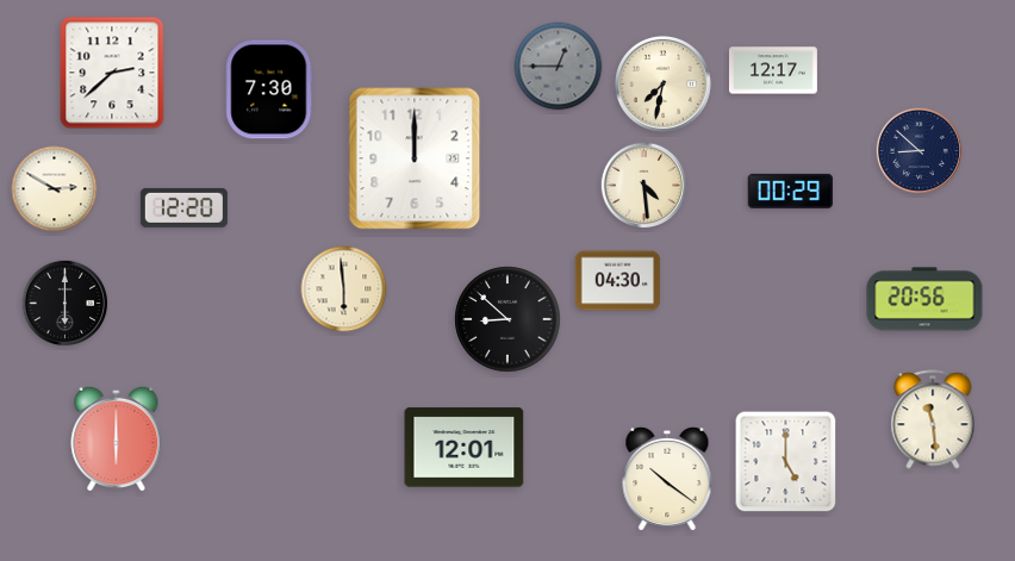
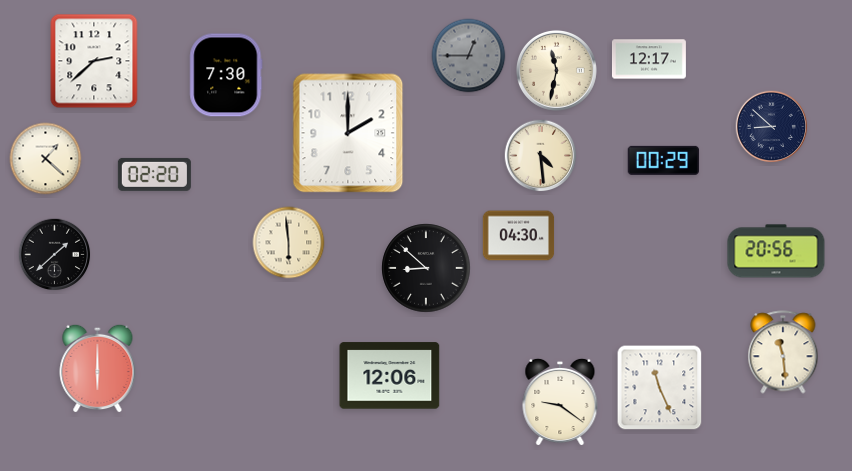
clock at (662, 83): 7:32 -> 11:32
clock at (415, 158): 12:00 -> 2:00
clock at (55, 189): 2:50 -> 1:22
clock at (183, 207): 12:20 -> 02:20
clock at (66, 304): 6:00 -> 1:38
clock at (465, 448): 12:01 -> 12:06
clock at (786, 462): 5:00 -> 11:26
clock at (667, 478): 10:21 -> 9:21
